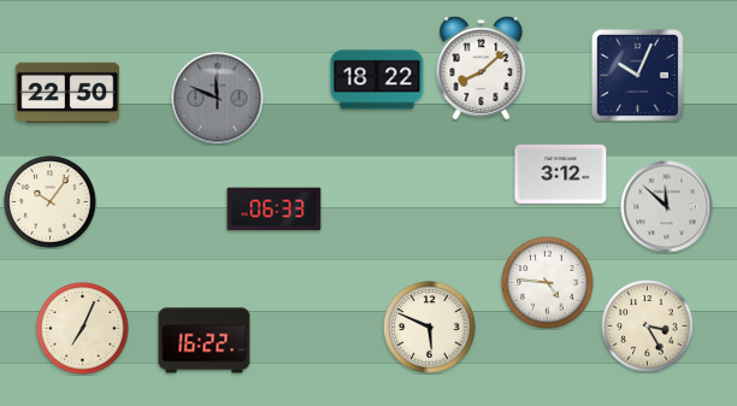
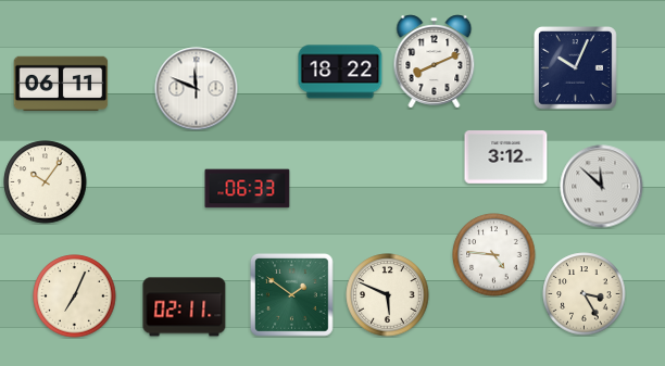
clock at (482, 69): 8:08 -> 8:11
clock at (67, 93): 22:50 -> 06:11
clock at (218, 99) dial: grey -> white
clock at (291, 294): none -> 1:51
clock at (205, 341): 16:22 -> 02:11
